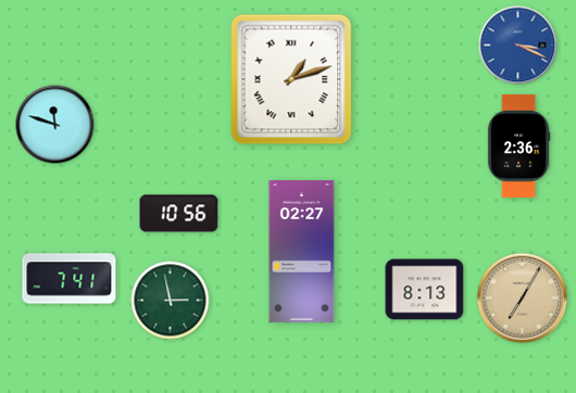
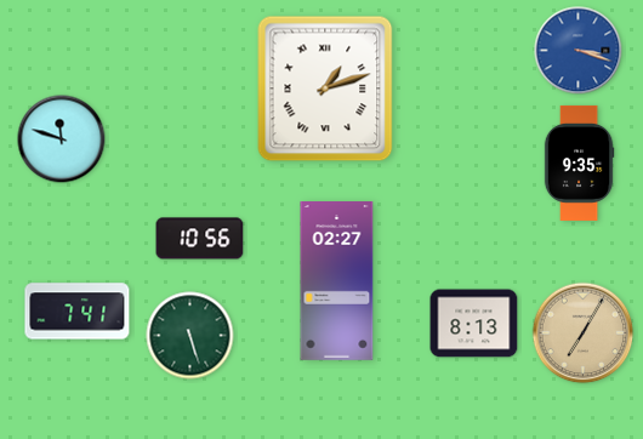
clock at (518, 46): 3:19 -> 3:18
clock at (518, 145): 2:36 -> 9:35
clock at (171, 301): 2:58 -> 5:27
